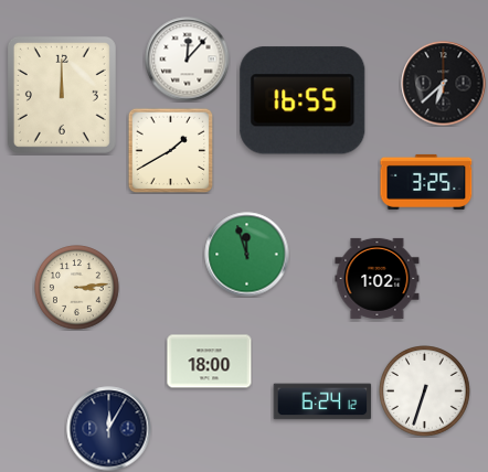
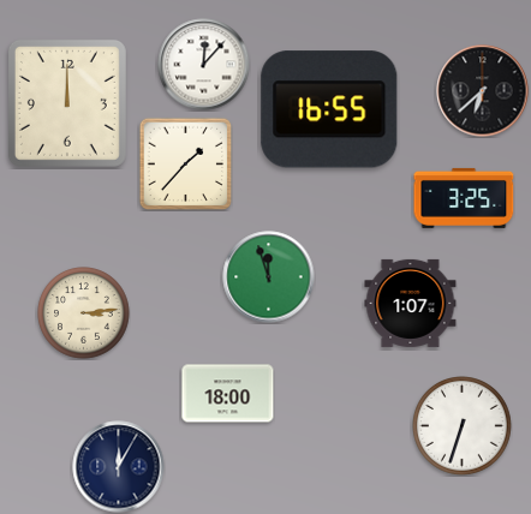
clock at (170, 150): 1:40 -> 1:37
clock at (378, 278): 1:02 -> 1:07
clock at (322, 401): 6:24 -> none
